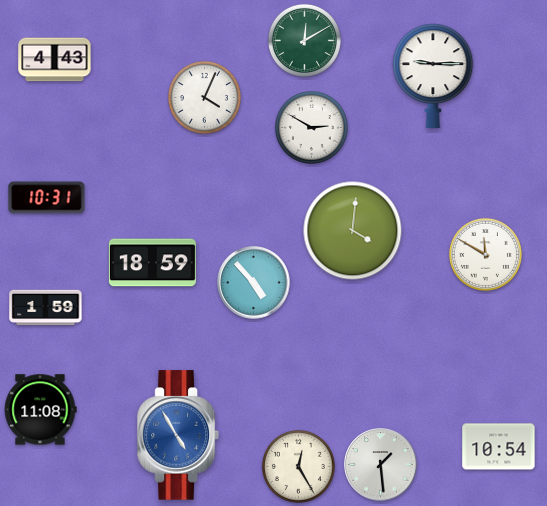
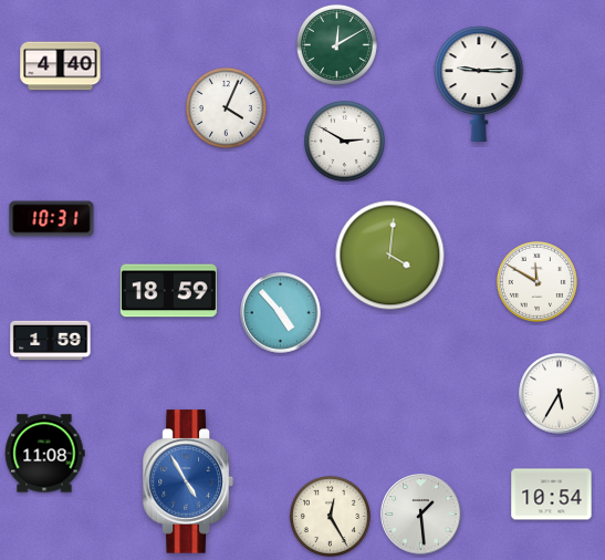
clock at (55, 60): 4:43 -> 4:40
clock at (560, 394): none -> 5:35
clock at (178, 435) position: (178, 435) -> (188, 481)
